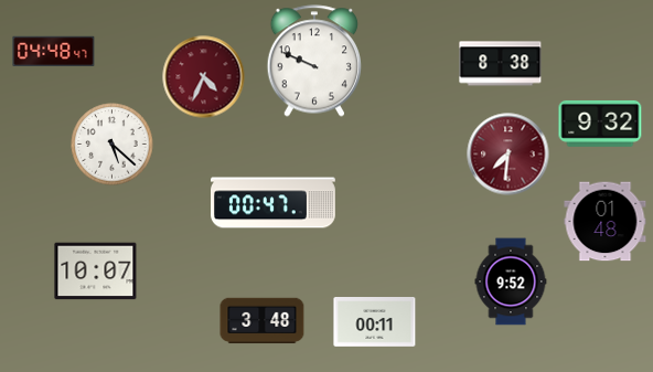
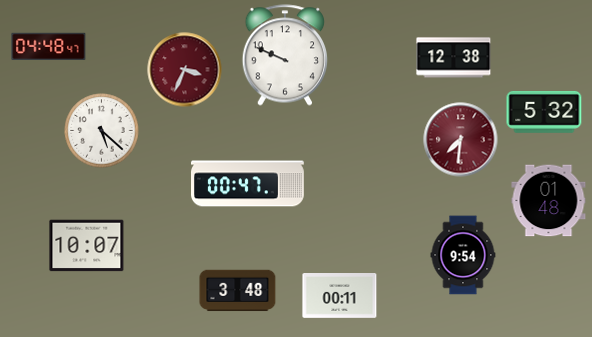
clock at (501, 64): 8:38 -> 12:38
clock at (204, 77): 4:34 -> 3:34
clock at (600, 124): 9:32 -> 5:32
clock at (511, 281): 9:52 -> 9:54
clock at (375, 322) position: (375, 322) -> (340, 296)
